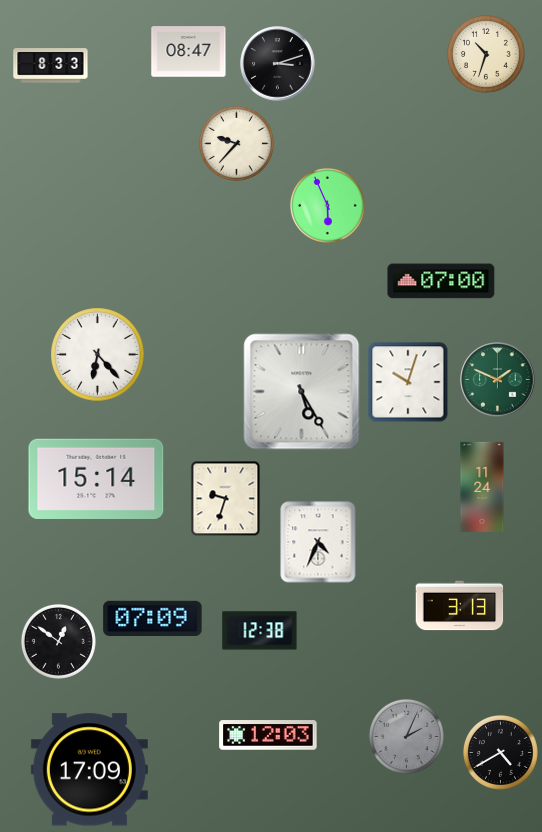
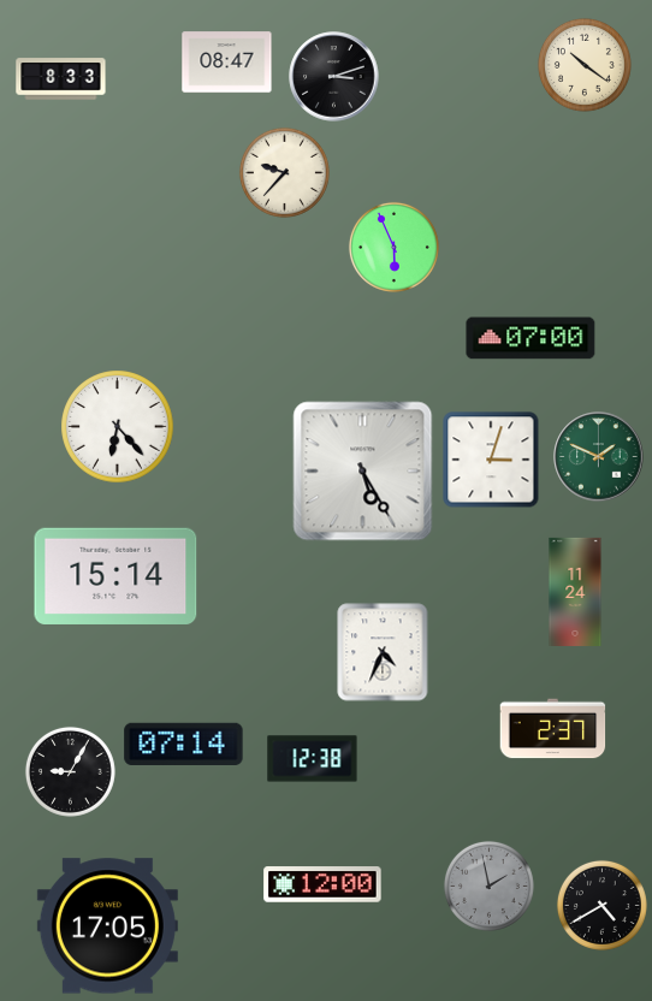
clock at (486, 54): 10:33 -> 10:21
clock at (408, 382): 10:03 -> 3:03
clock at (482, 486) position: (482, 486) -> (575, 591)
clock at (226, 499): 9:33 -> none
clock at (460, 606): 3:13 -> 2:37
clock at (153, 618): 07:09 -> 07:14
clock at (58, 641): 12:51 -> 9:05
clock at (268, 735): 12:03 -> 12:00
clock at (406, 736): 2:04 -> 1:58
clock at (89, 770): 17:09 -> 17:05
